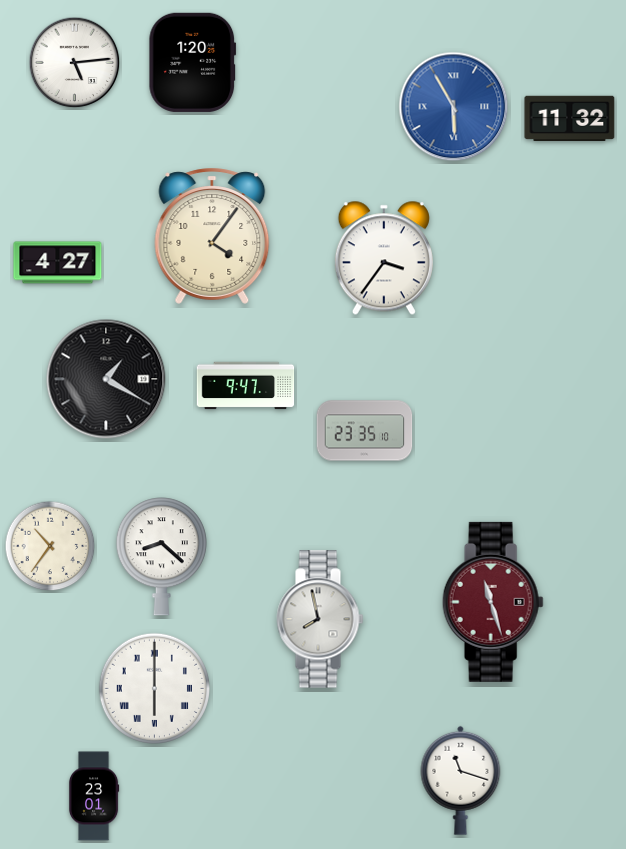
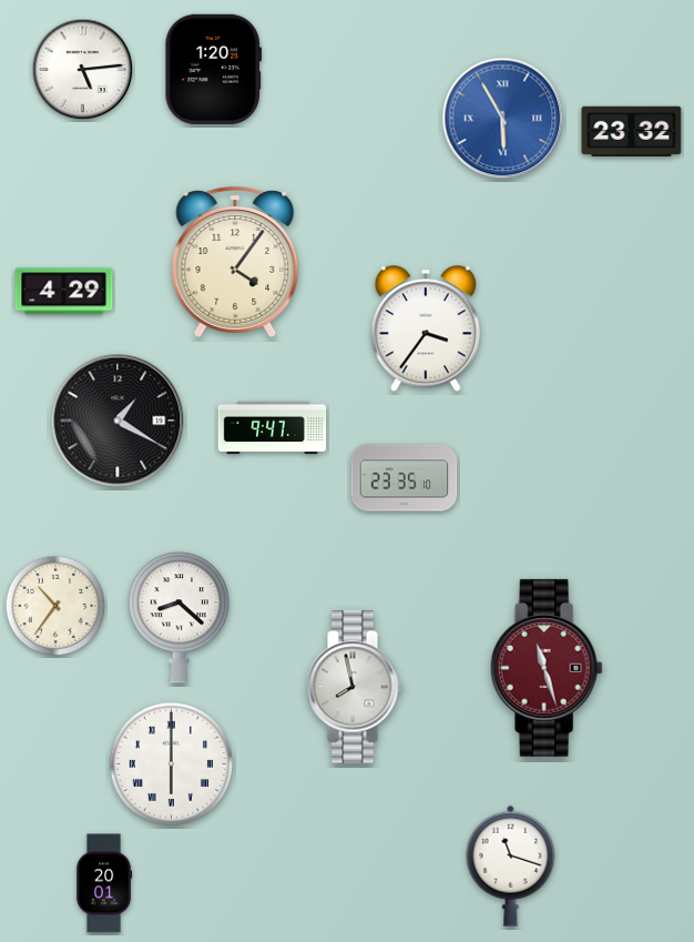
clock at (570, 118): 11:32 -> 23:32
clock at (384, 258) position: (384, 258) -> (426, 328)
clock at (58, 263): 4:27 -> 4:29
clock at (94, 796): 23:01 -> 20:01
